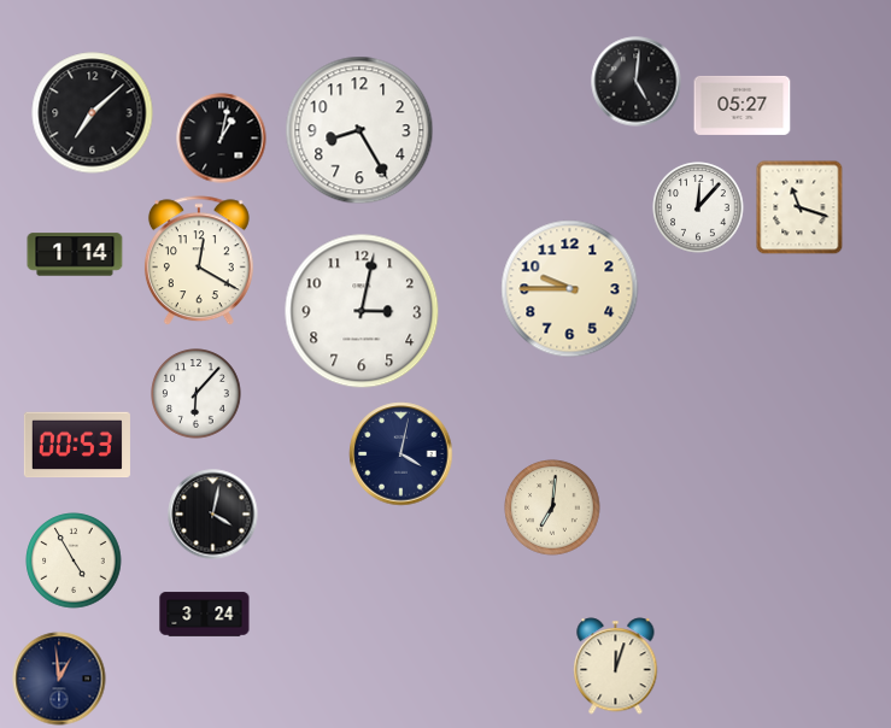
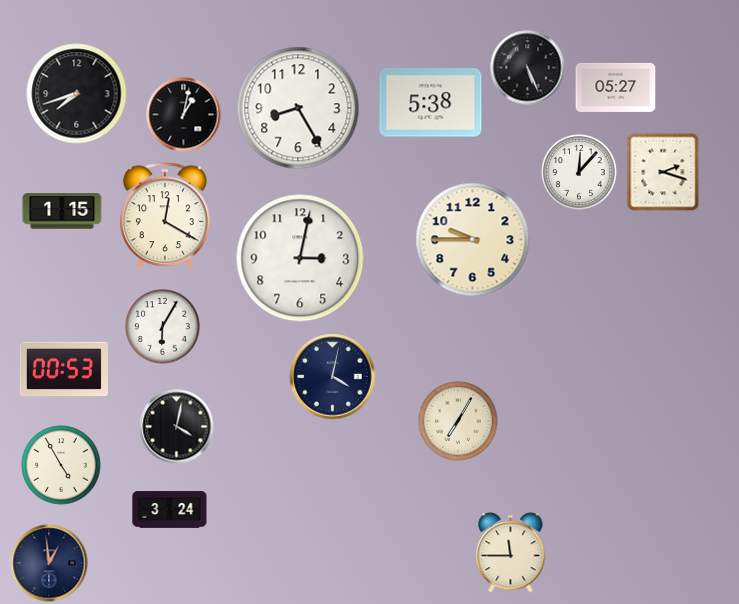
clock at (637, 82): 5:01 -> 5:26
clock at (93, 113): 7:08 -> 7:42
clock at (431, 103): none -> 5:38
clock at (799, 207): 11:18 -> 2:18
clock at (75, 254): 1:14 -> 1:15
clock at (197, 394): 6:07 -> 6:05
clock at (552, 507): 7:01 -> 7:05
clock at (616, 667): 12:03 -> 11:45
